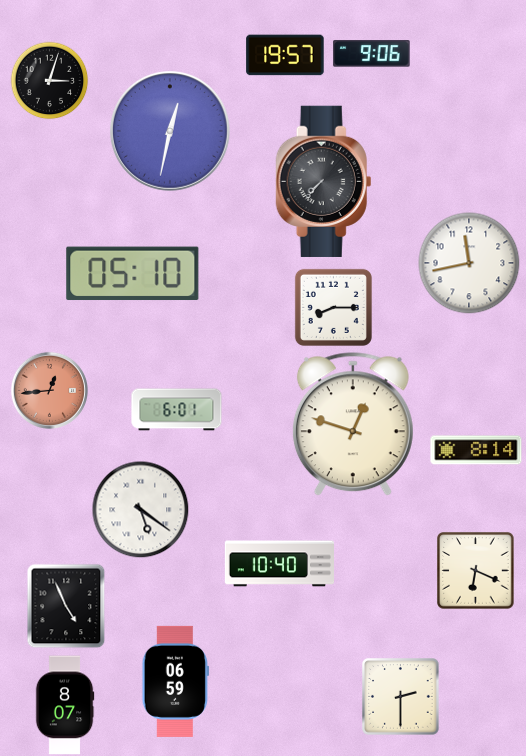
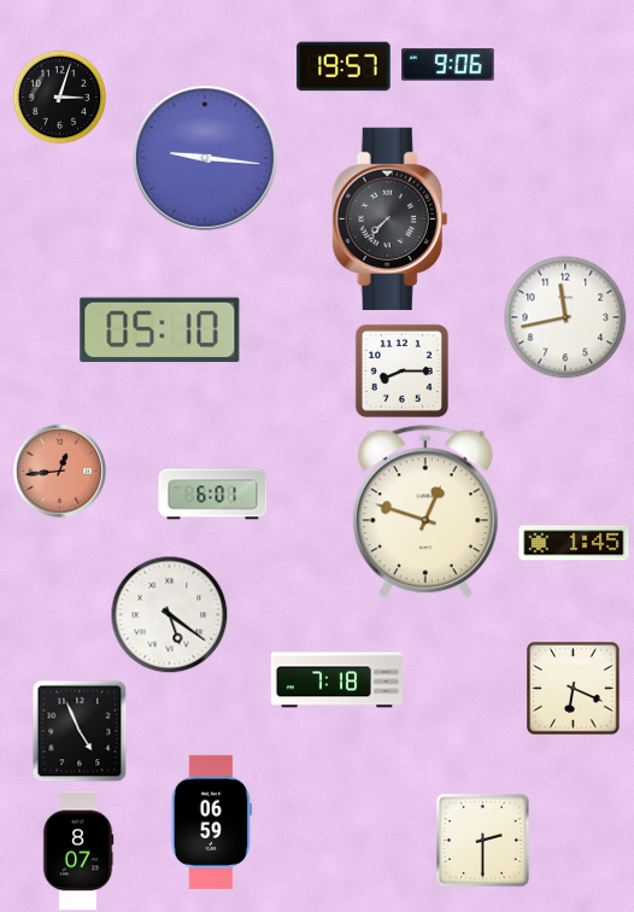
clock at (170, 131): 12:32 -> 9:16
clock at (476, 450): 8:14 -> 1:45
clock at (279, 564): 10:40 -> 7:18
